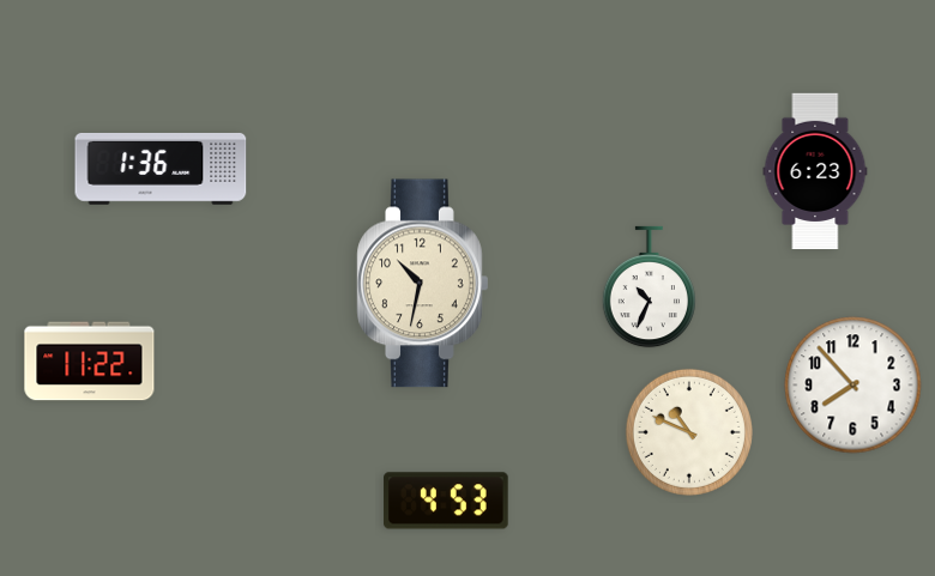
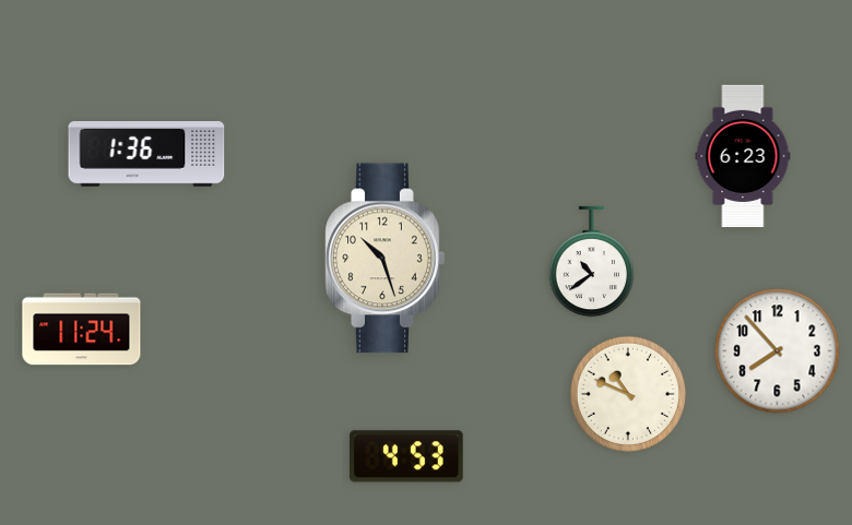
clock at (423, 284): 10:32 -> 10:27
clock at (649, 287): 10:34 -> 10:39
clock at (90, 362): 11:22 -> 11:24
